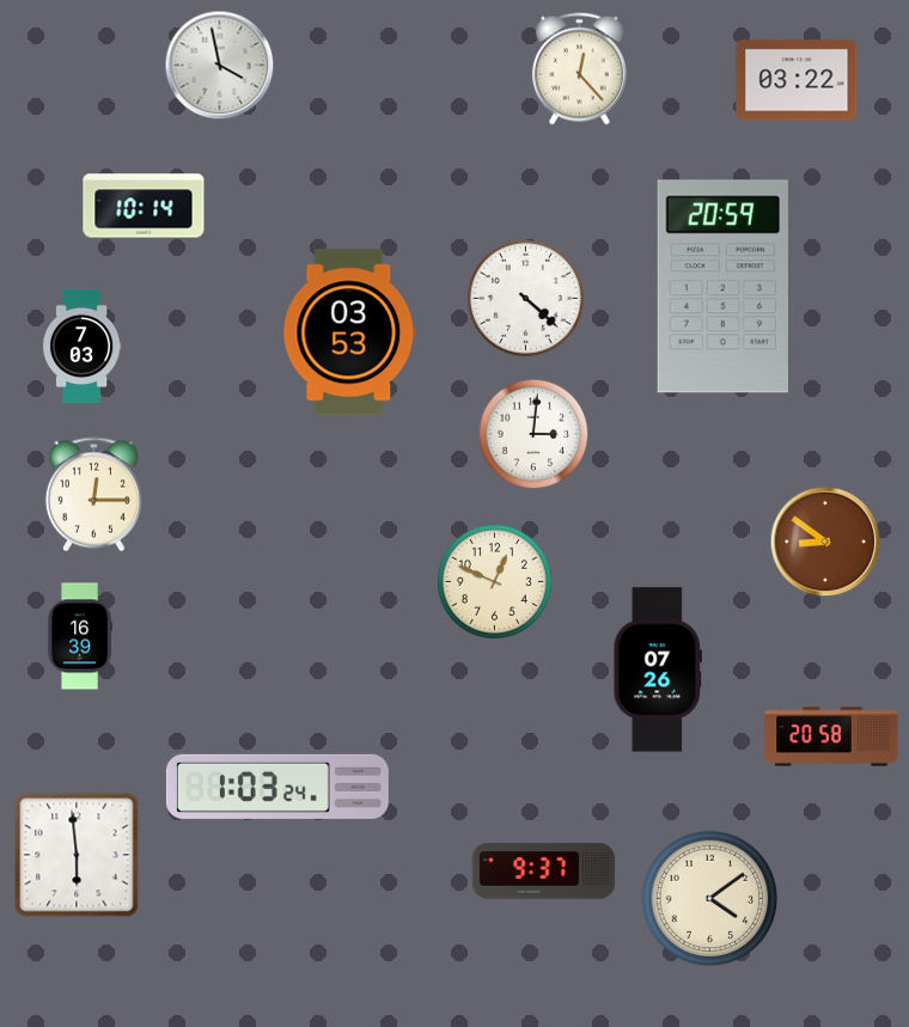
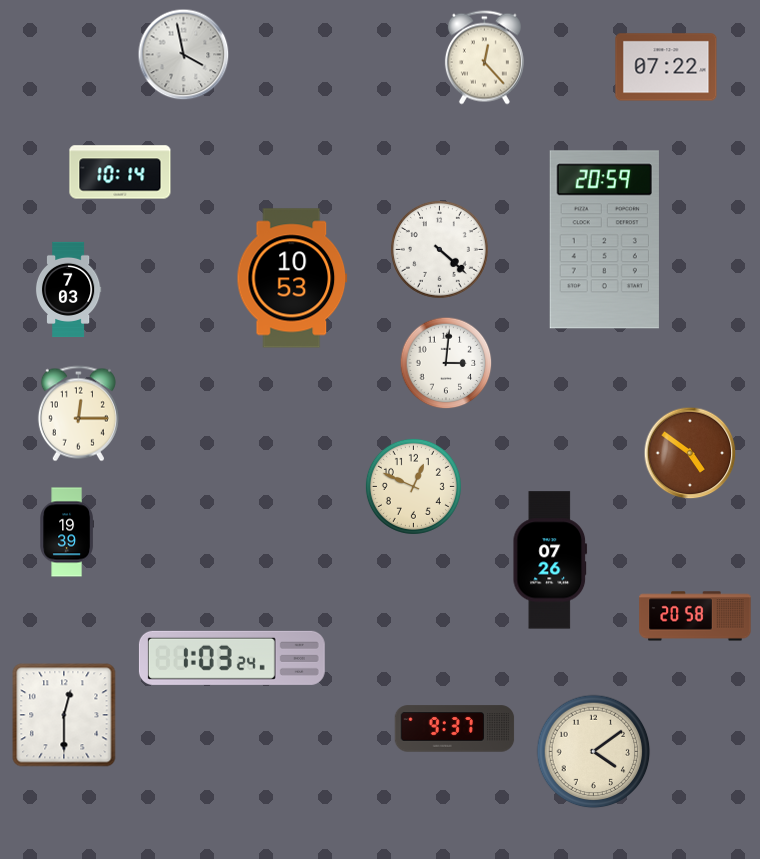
clock at (797, 80): 03:22 -> 07:22
clock at (349, 332): 03:53 -> 10:53
clock at (825, 542): 8:51 -> 4:51
clock at (79, 636): 16:39 -> 19:39
clock at (77, 855): 5:59 -> 12:30
